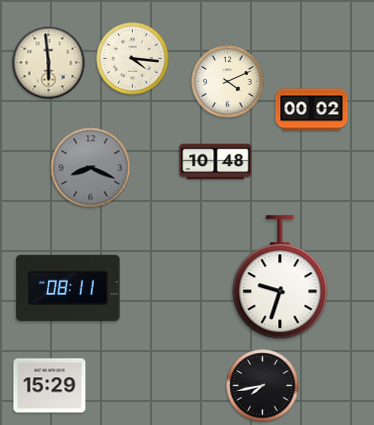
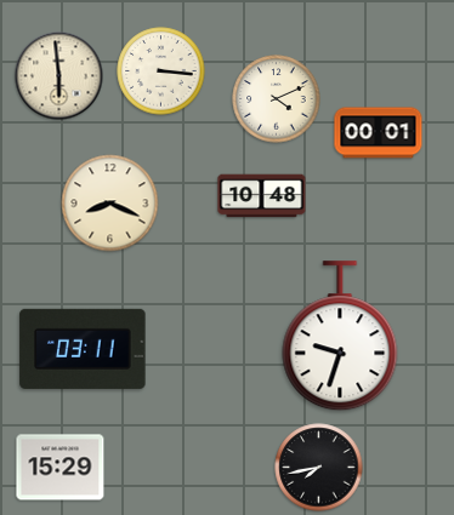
clock at (133, 59): 4:16 -> 3:16
clock at (312, 110): 00:02 -> 00:01
clock at (91, 168) dial: grey -> cream
clock at (68, 288): 08:11 -> 03:11
